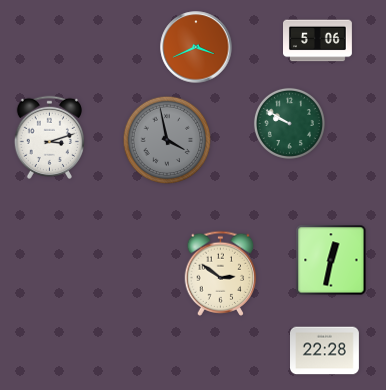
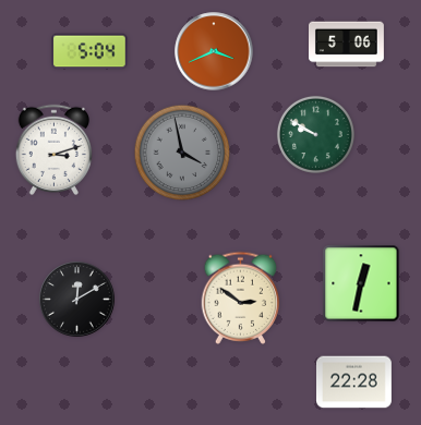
clock at (89, 51): none -> 5:04
clock at (77, 300): none -> 12:10
